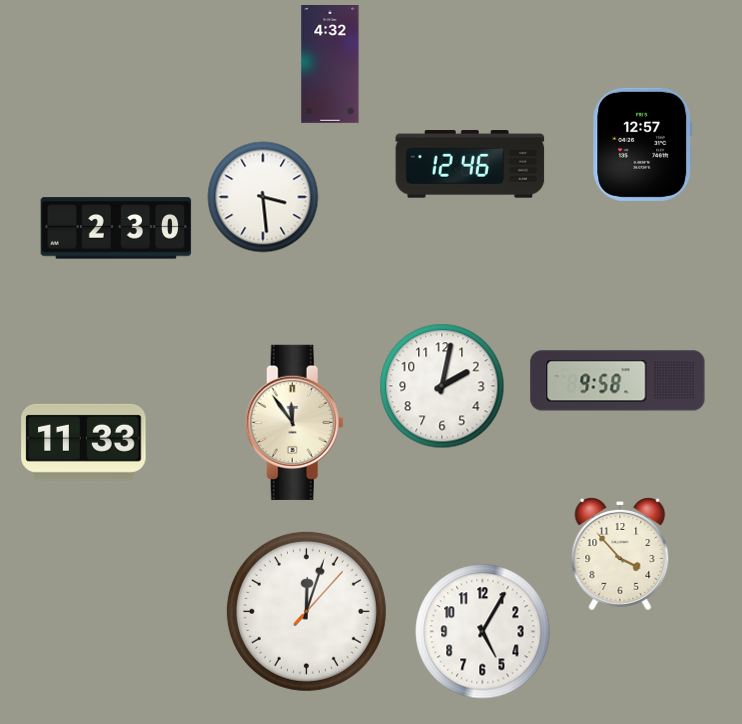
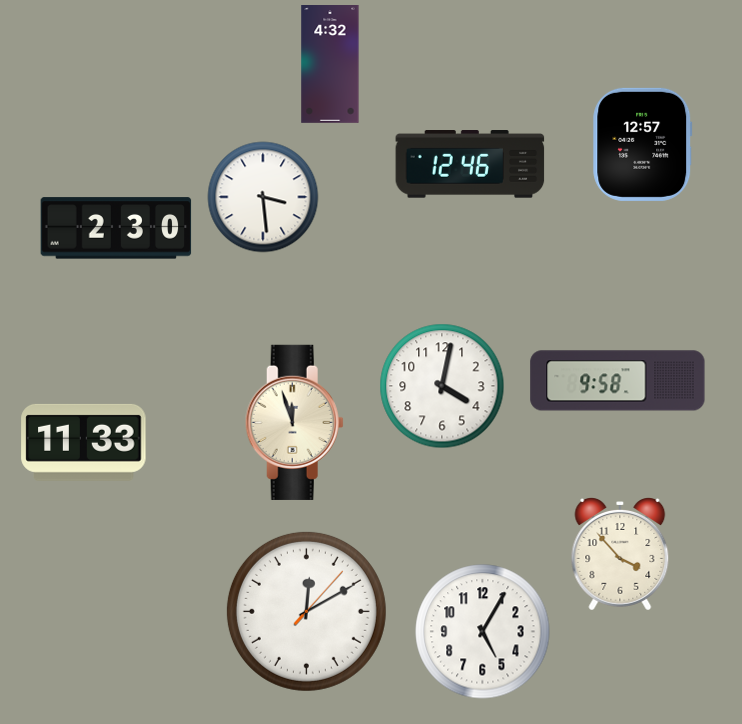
clock at (442, 386): 2:02 -> 4:02
clock at (294, 422): 11:54 -> 11:57
clock at (306, 611): 12:03 -> 12:10
